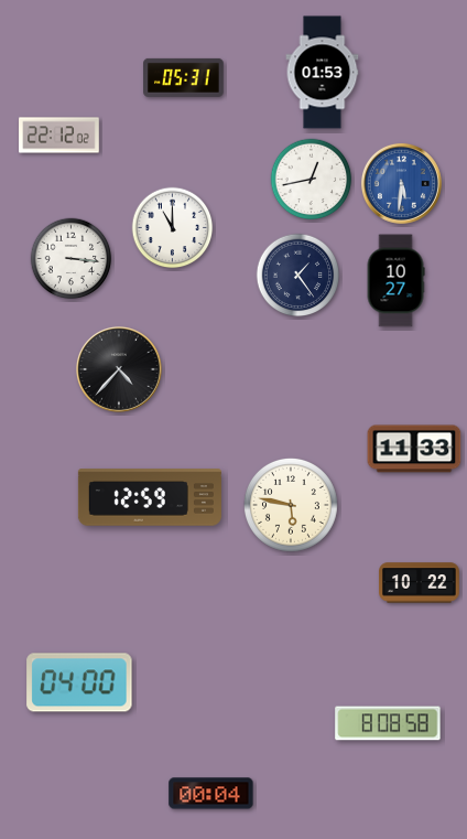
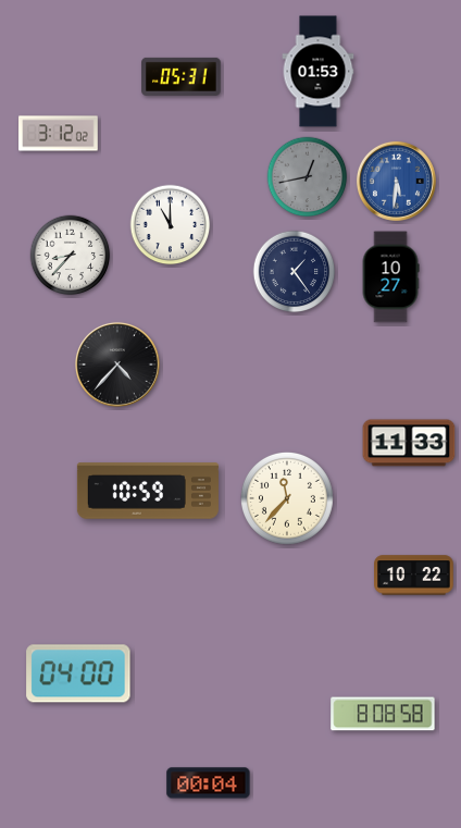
clock at (59, 136): 22:12 -> 3:12
clock at (312, 180) dial: white -> grey
clock at (72, 259): 3:16 -> 8:37
clock at (150, 497): 12:59 -> 10:59
clock at (291, 505): 5:47 -> 11:37
